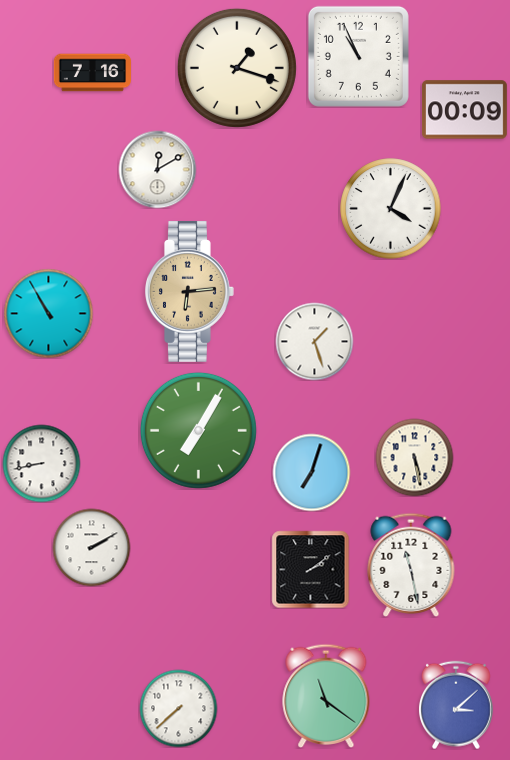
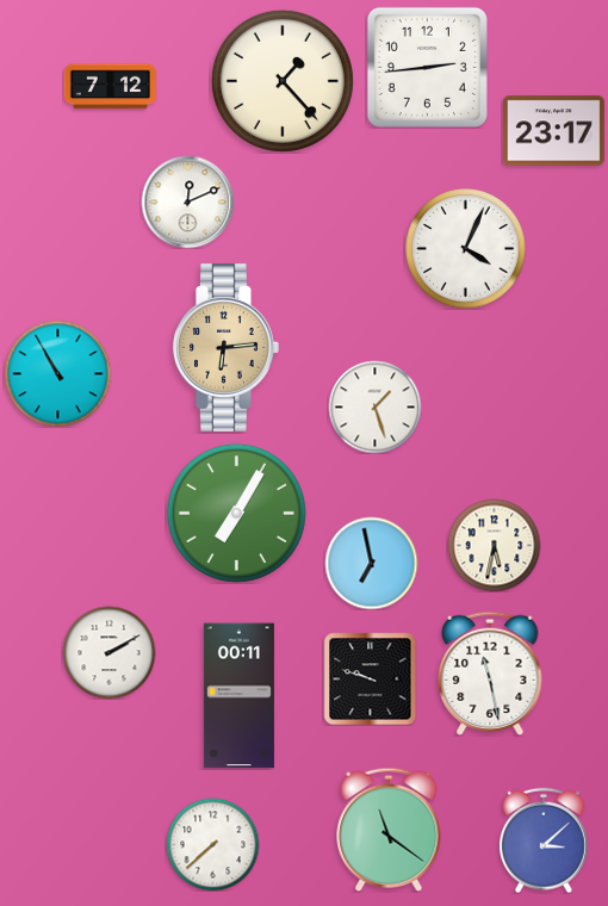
clock at (358, 56): 10:56 -> 2:44
clock at (237, 68): 1:18 -> 1:23
clock at (92, 73): 7:16 -> 7:12
clock at (464, 110): 00:09 -> 23:17
clock at (157, 169): 12:10 -> 12:11
clock at (414, 457): 5:28 -> 5:32
clock at (41, 463): 8:43 -> none
clock at (311, 472): 7:03 -> 6:58
clock at (310, 569): 2:09 -> 9:48
clock at (238, 696): none -> 00:11
